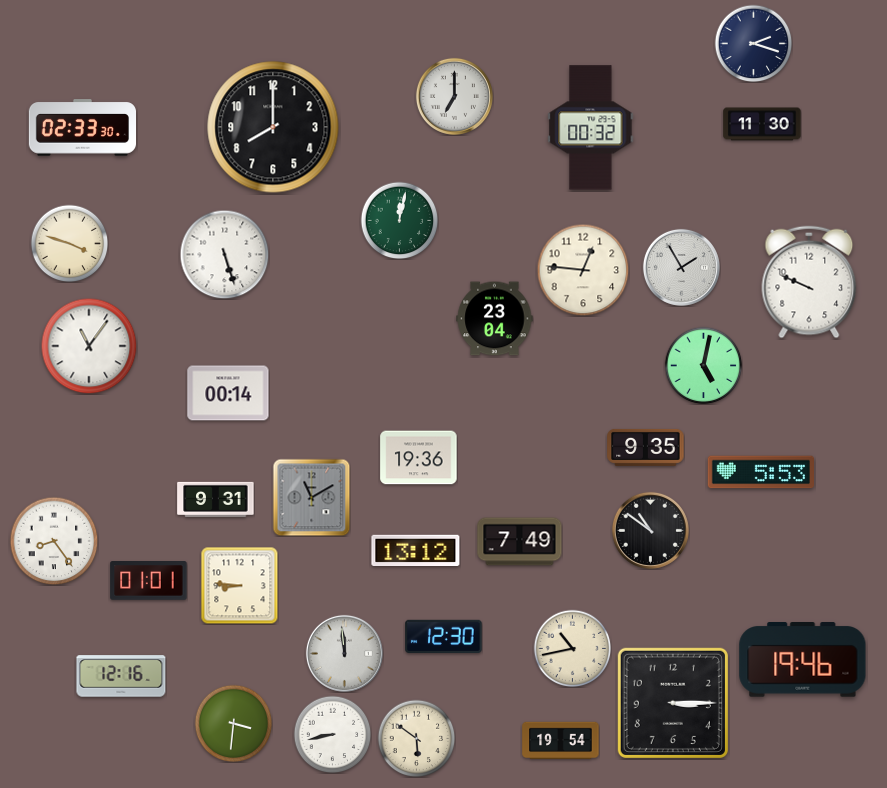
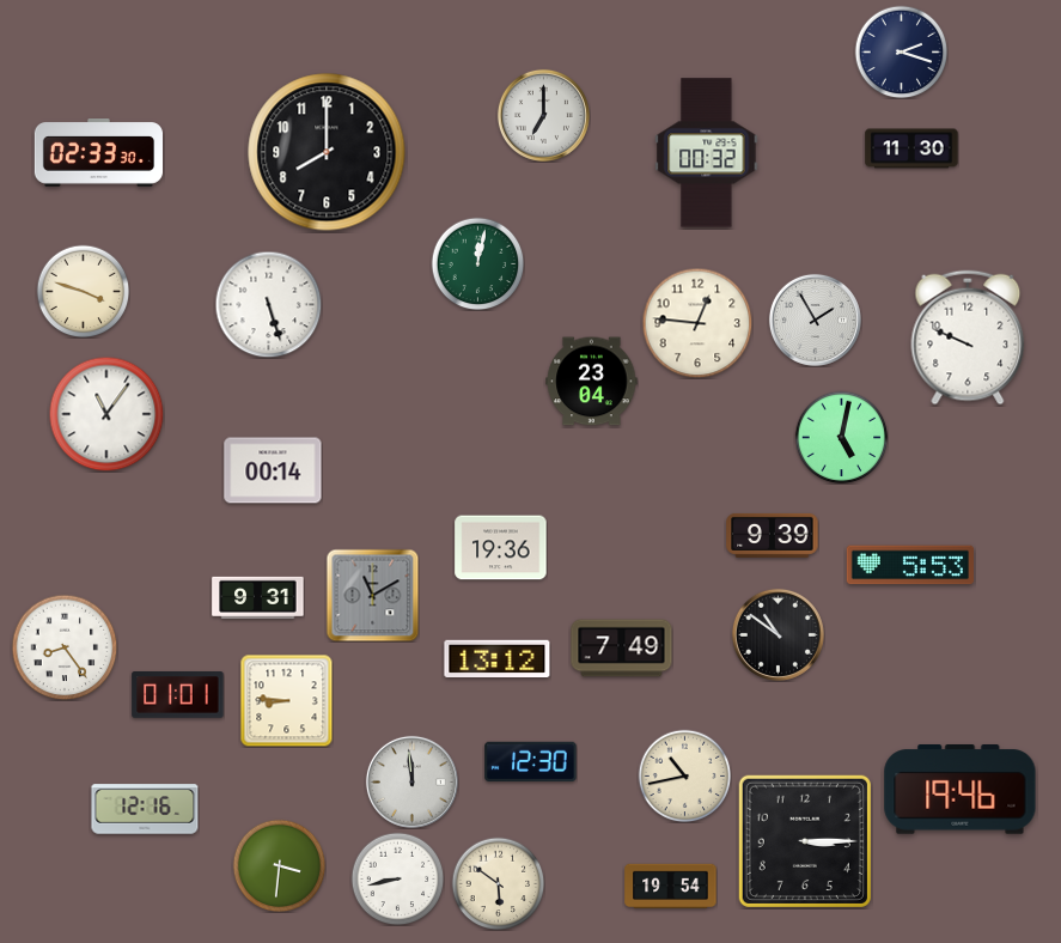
clock at (646, 447): 9:35 -> 9:39
